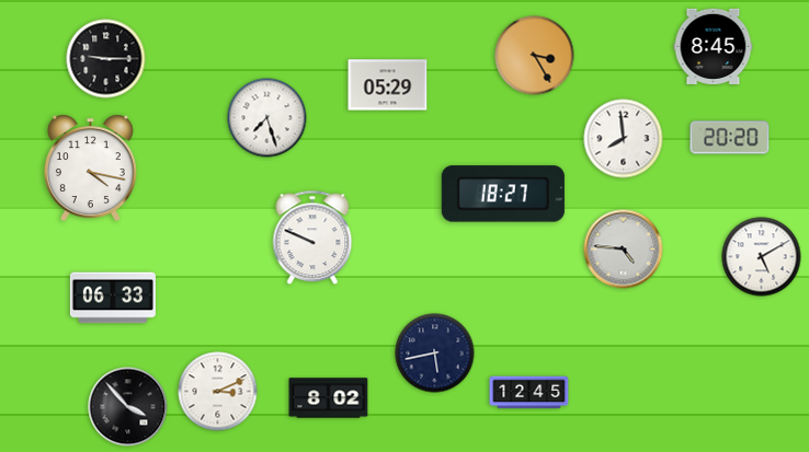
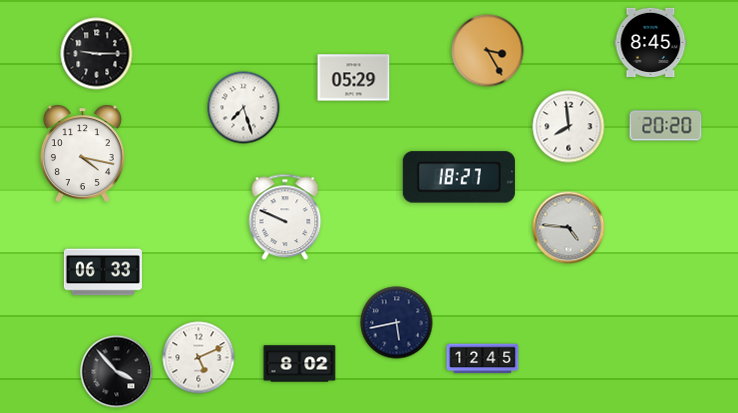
clock at (762, 257): 5:10 -> none
clock at (218, 392): 3:11 -> 5:11
